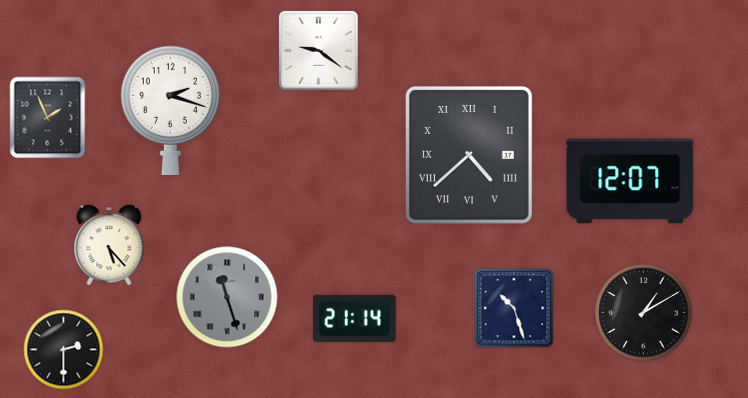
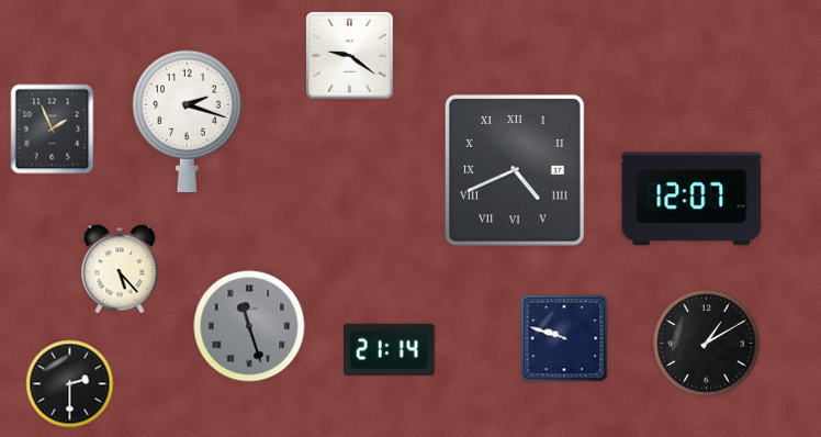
clock at (469, 155): 4:38 -> 4:41
clock at (514, 308): 10:27 -> 9:48
